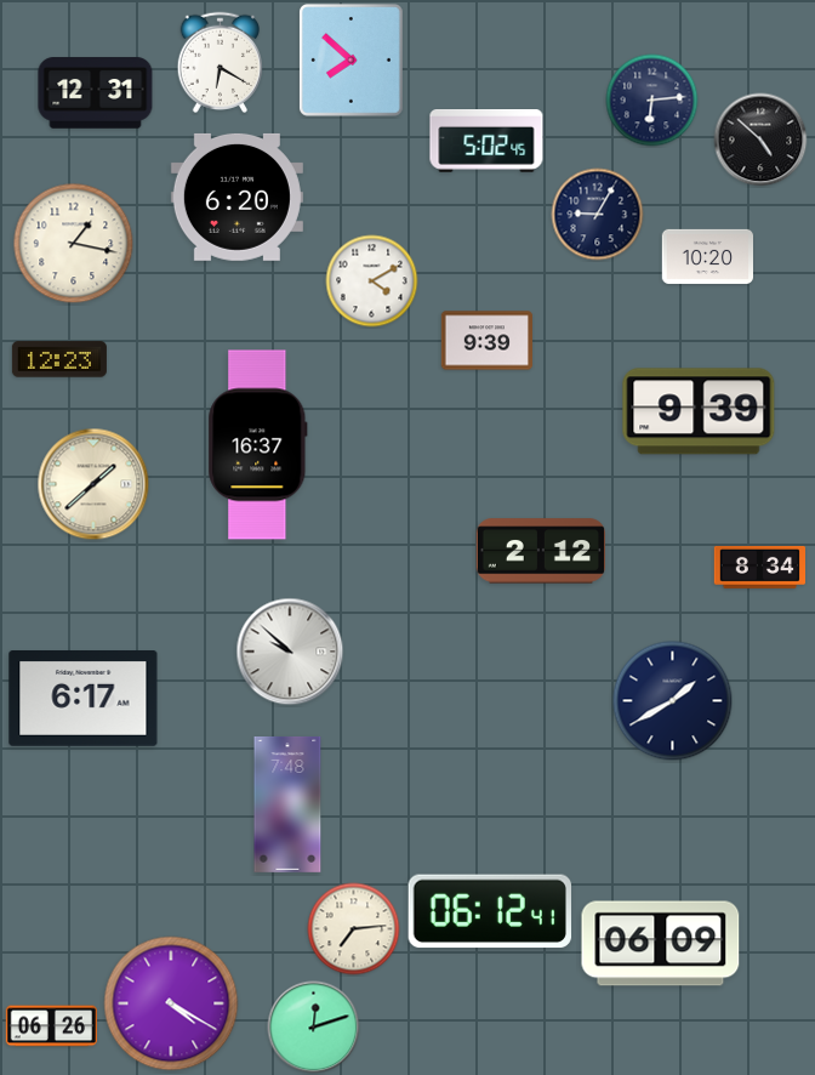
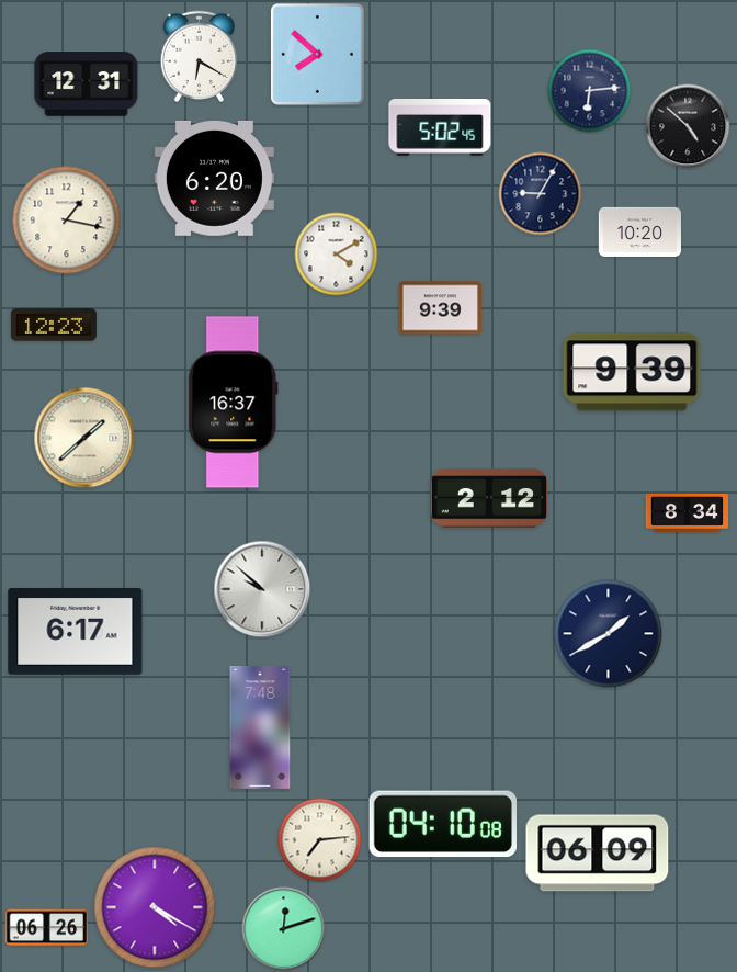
clock at (490, 911): 06:12 -> 04:10
